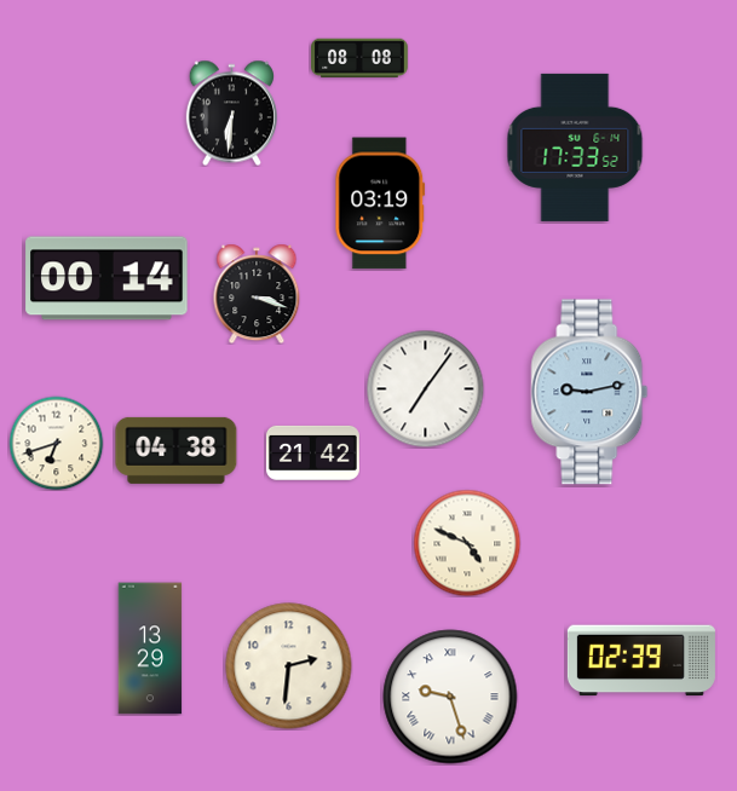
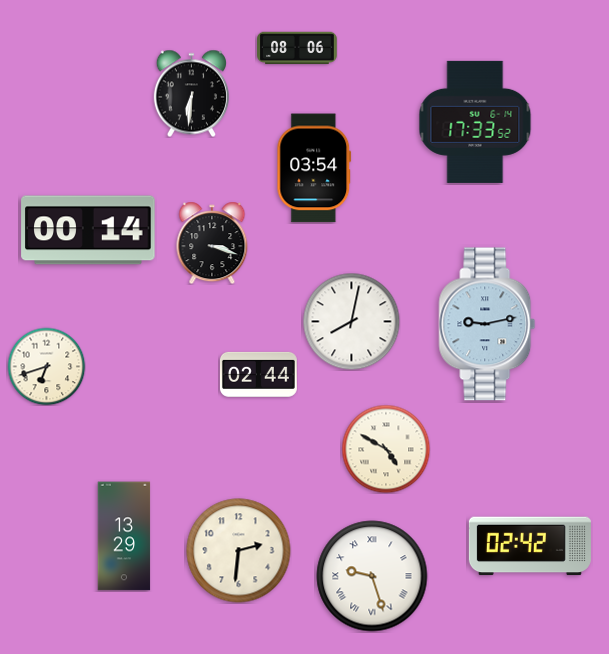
clock at (359, 58): 08:08 -> 08:06
clock at (380, 203): 03:19 -> 03:54
clock at (425, 388): 7:06 -> 8:02
clock at (177, 450): 04:38 -> none
clock at (312, 452): 21:42 -> 02:44
clock at (467, 543): 4:49 -> 4:50
clock at (641, 660): 02:39 -> 02:42
